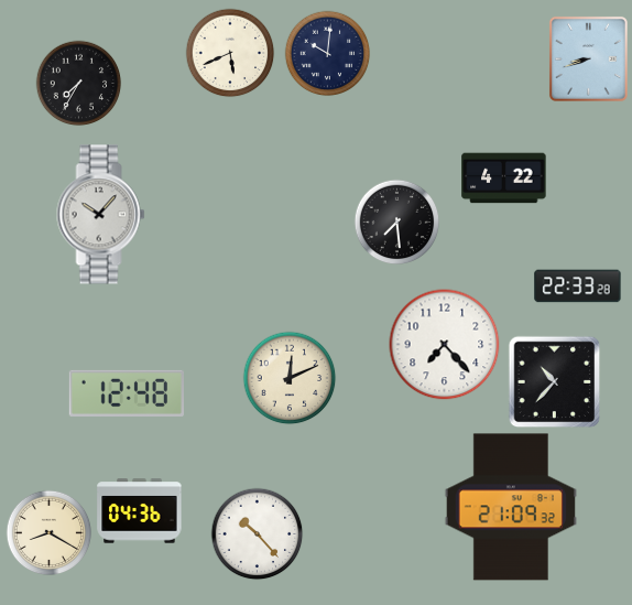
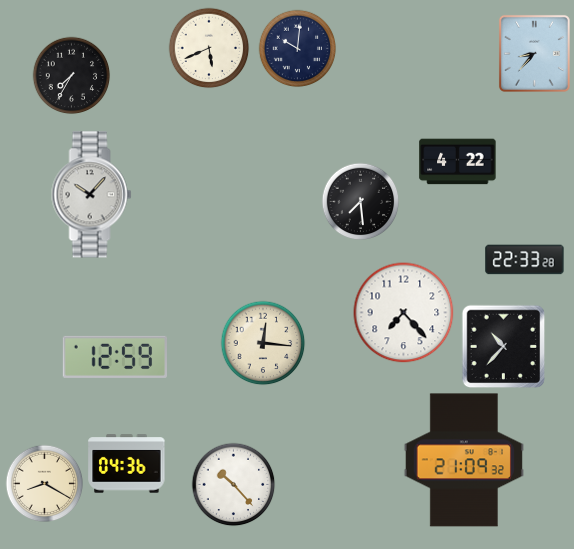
clock at (588, 58): 8:42 -> 8:37
clock at (290, 378): 12:11 -> 12:16
clock at (126, 393): 12:48 -> 12:59
